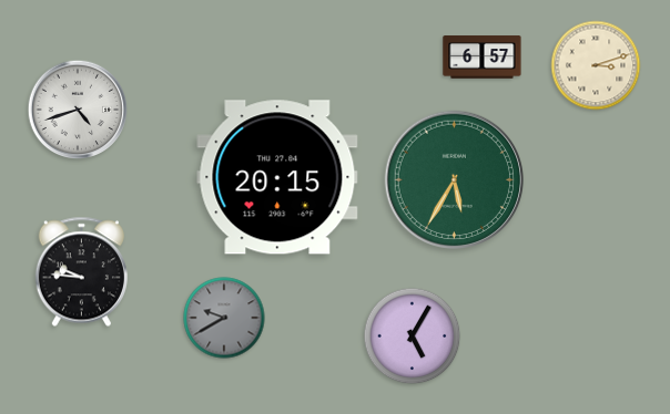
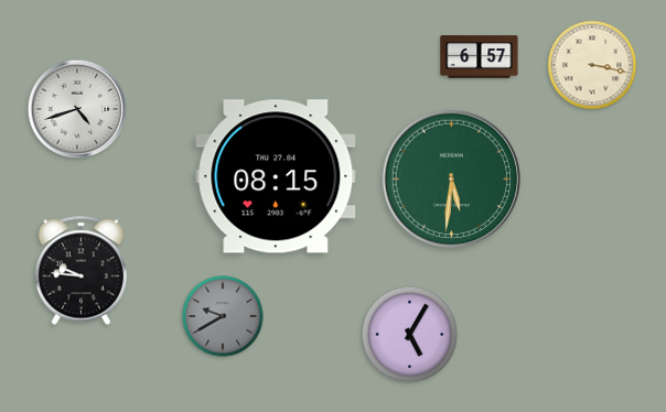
clock at (596, 65): 3:12 -> 3:17
clock at (277, 177): 20:15 -> 08:15
clock at (455, 180): 5:35 -> 5:31
